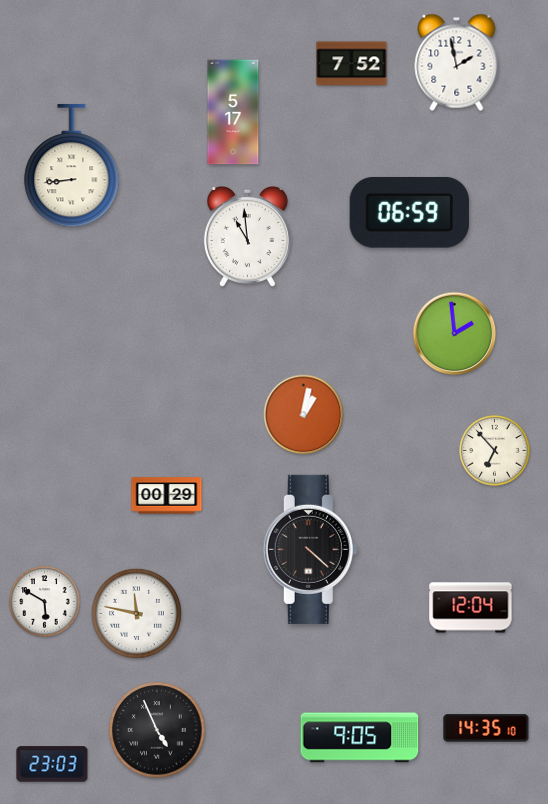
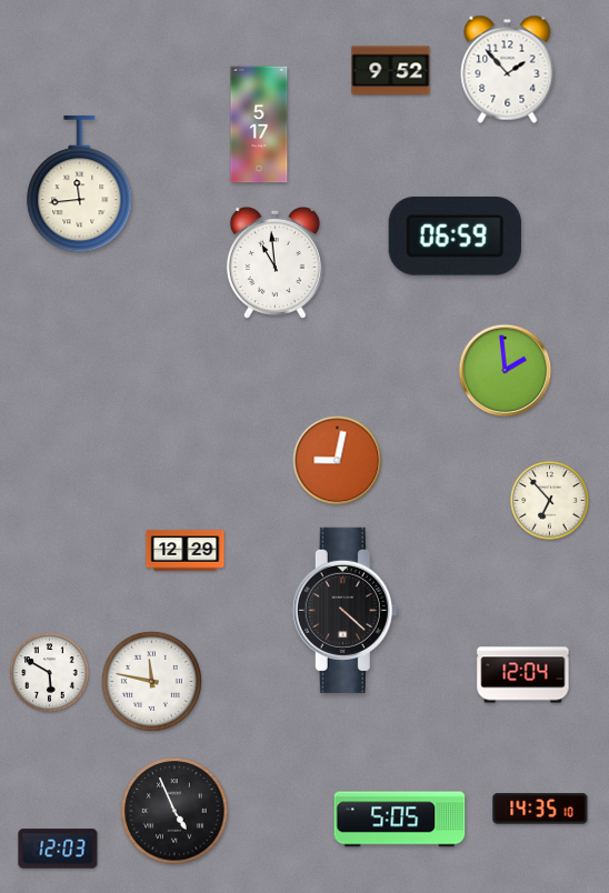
clock at (457, 62): 1:58 -> 1:53
clock at (352, 64): 7:52 -> 9:52
clock at (72, 166): 8:44 -> 11:44
clock at (304, 415): 1:02 -> 9:02
clock at (167, 496): 00:29 -> 12:29
clock at (45, 602) position: (45, 602) -> (50, 673)
clock at (360, 738): 9:05 -> 5:05
clock at (52, 764): 23:03 -> 12:03
